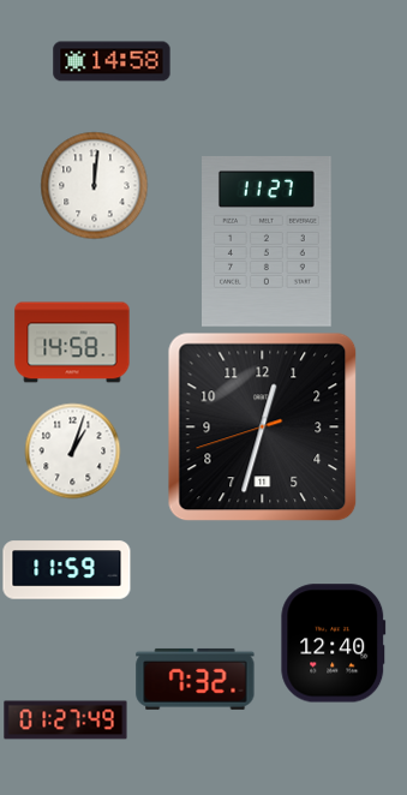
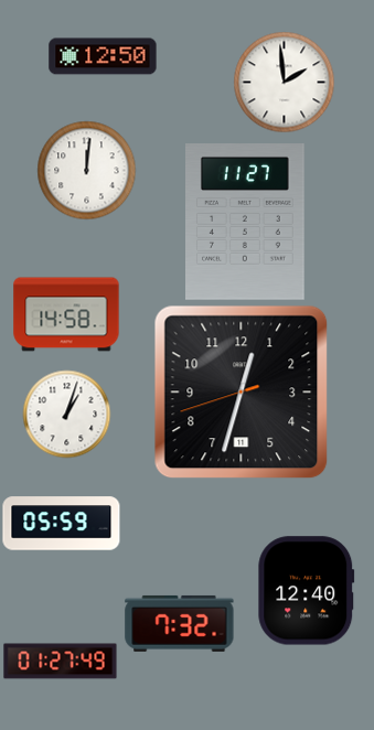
clock at (112, 61): 14:58 -> 12:50
clock at (284, 82): none -> 1:59
clock at (67, 570): 11:59 -> 05:59
